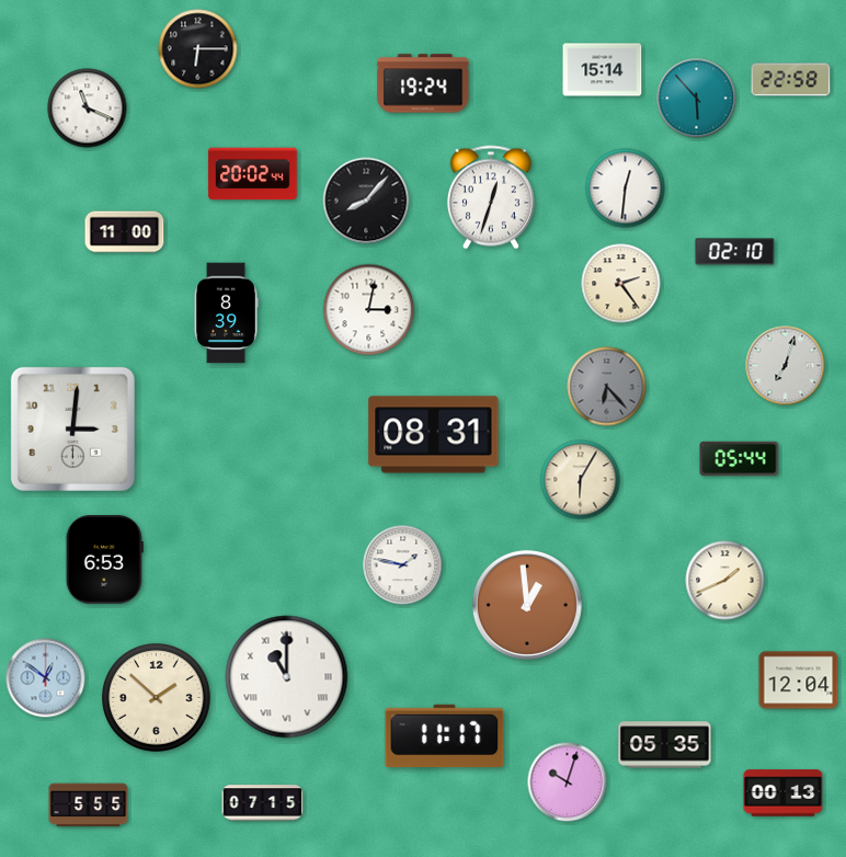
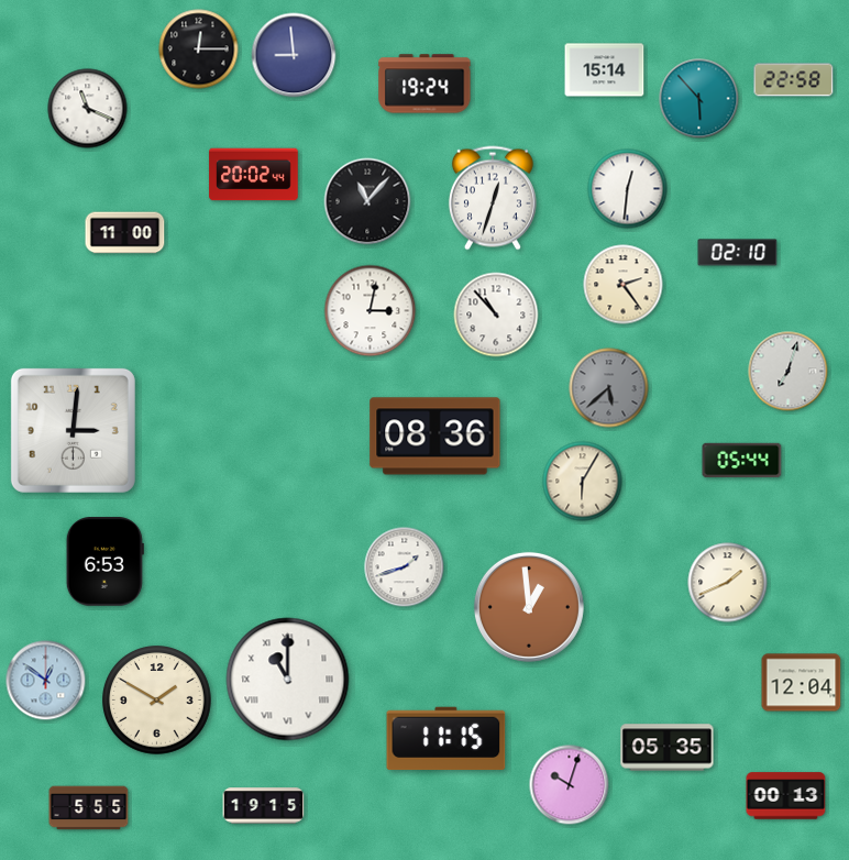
clock at (198, 49): 6:15 -> 12:15
clock at (294, 55): none -> 8:59
clock at (366, 201): 8:07 -> 11:07
clock at (226, 313): 8:39 -> none
clock at (496, 315): none -> 10:53
clock at (786, 366) position: (786, 366) -> (789, 372)
clock at (607, 387): 6:23 -> 5:38
clock at (434, 435): 08:31 -> 08:36
clock at (403, 565): 1:47 -> 1:42
clock at (157, 698): 1:52 -> 1:50
clock at (445, 736): 11:17 -> 11:15
clock at (263, 803): 07:15 -> 19:15
